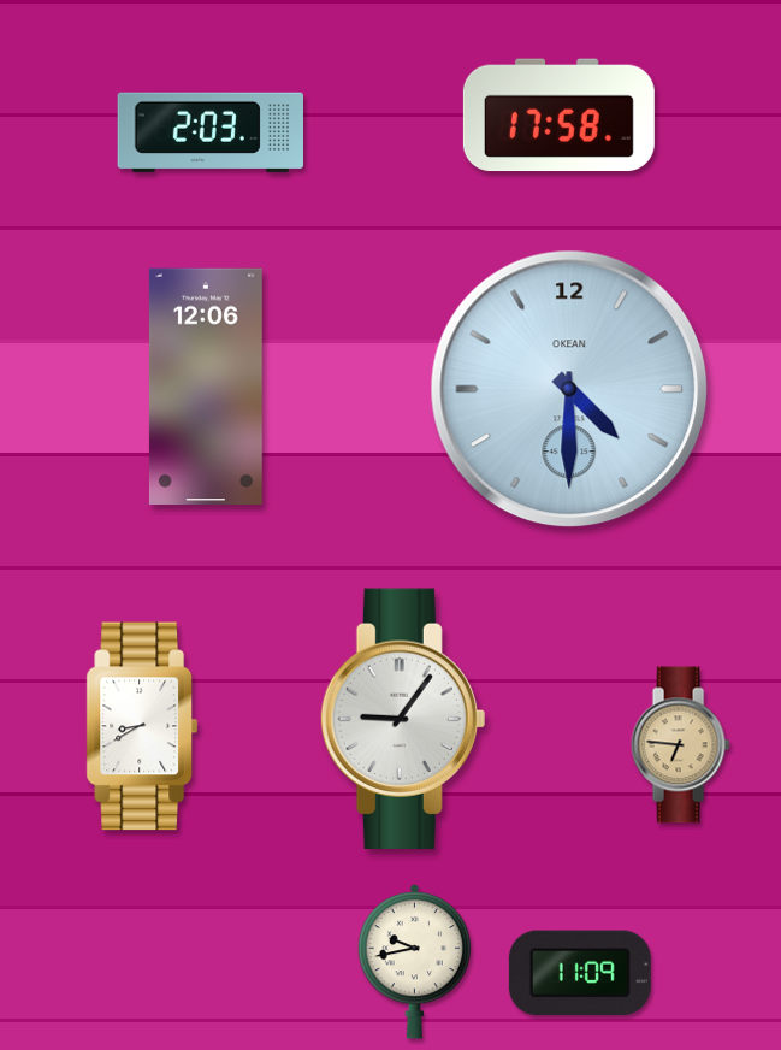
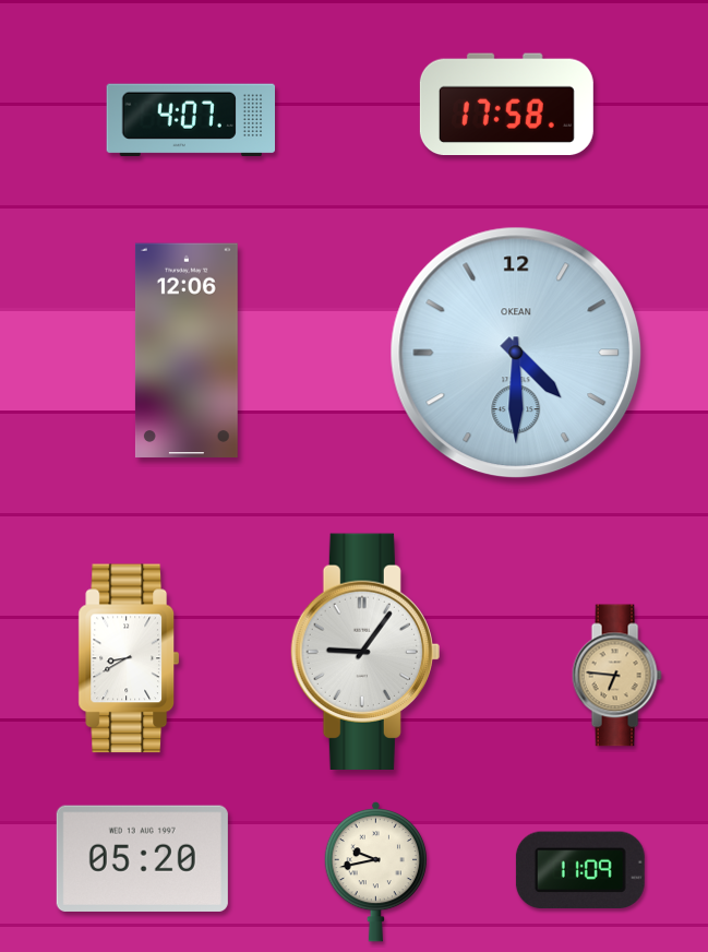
clock at (209, 132): 2:03 -> 4:07
clock at (142, 858): none -> 05:20
clock at (580, 973) position: (580, 973) -> (580, 870)
